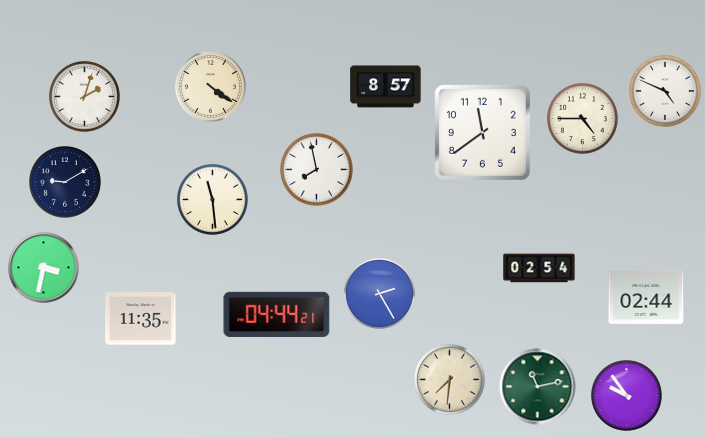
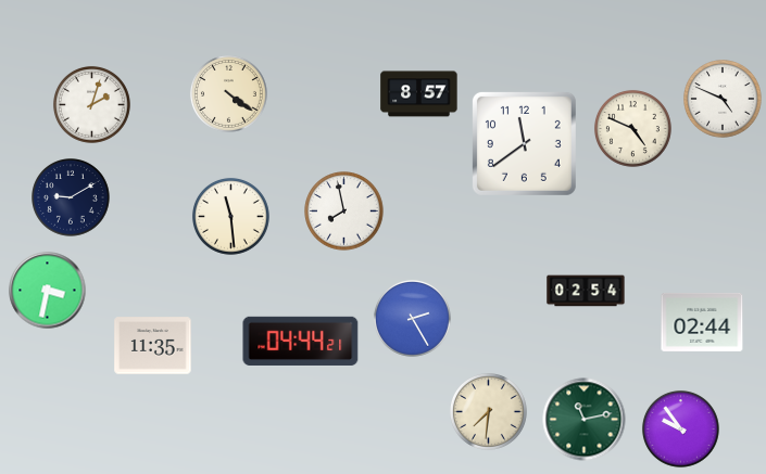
clock at (582, 118): 4:45 -> 4:49
clock at (317, 170) position: (317, 170) -> (344, 212)
